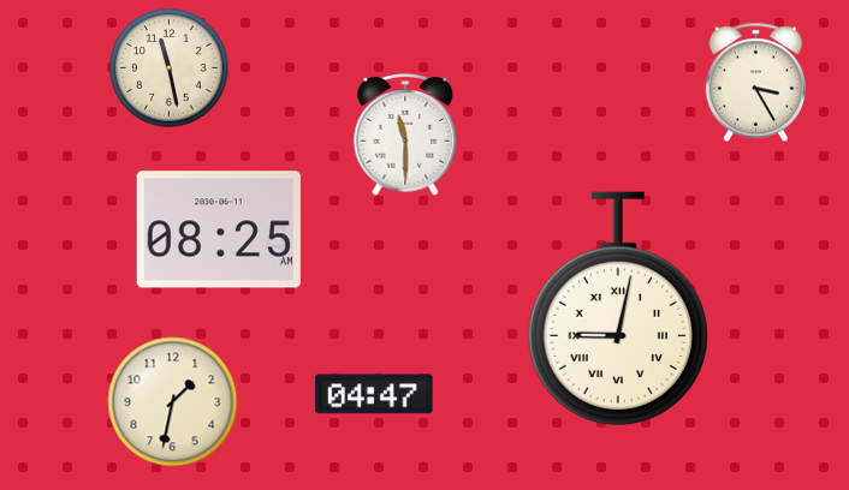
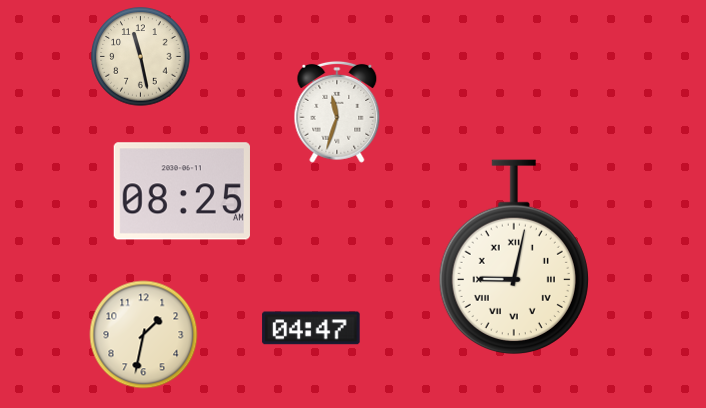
clock at (755, 83): 3:25 -> none
clock at (405, 135): 11:30 -> 11:33
